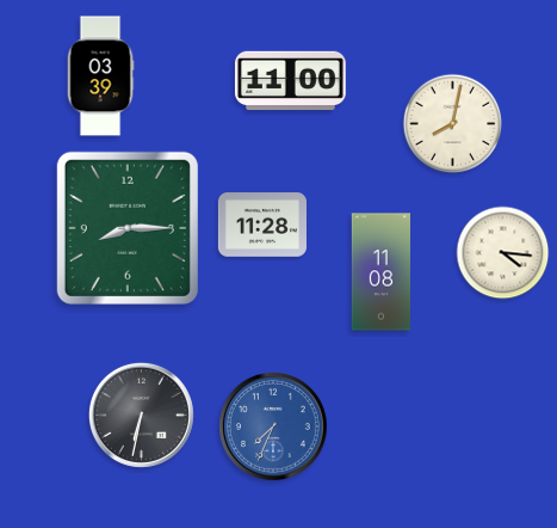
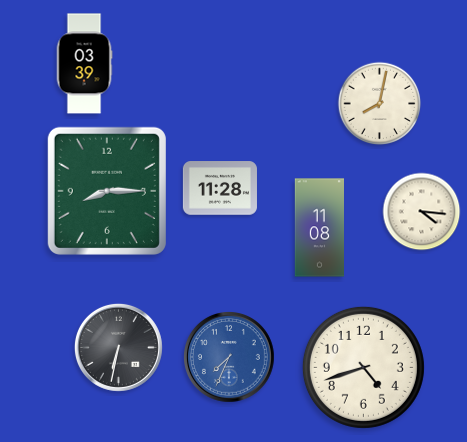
clock at (290, 81): 11:00 -> none
clock at (363, 367): none -> 4:42
